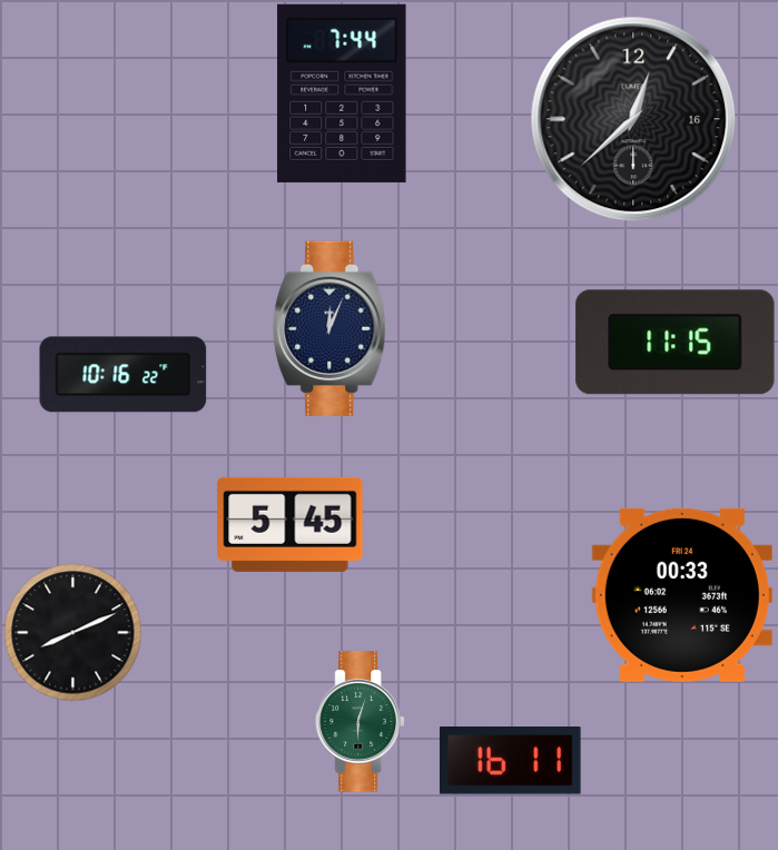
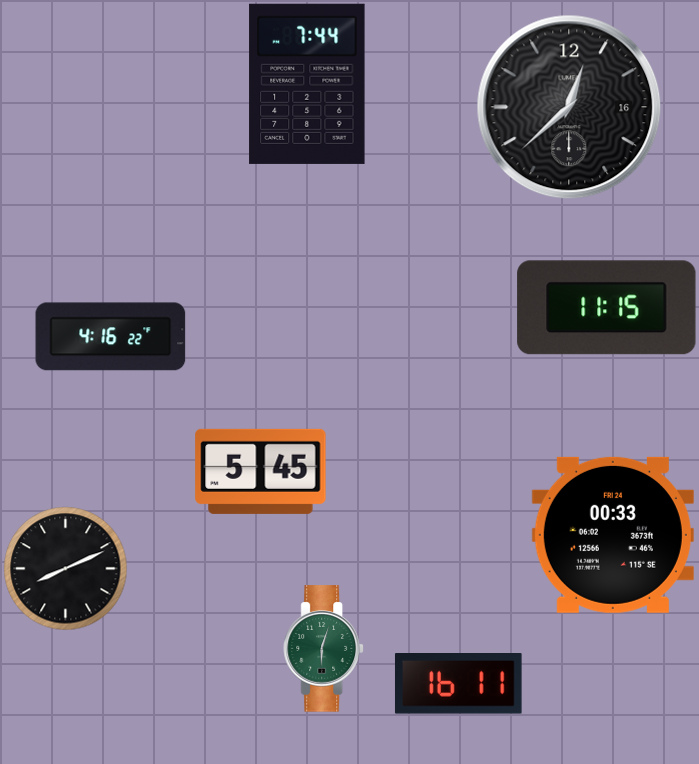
clock at (331, 328): 12:04 -> none
clock at (124, 375): 10:16 -> 4:16
